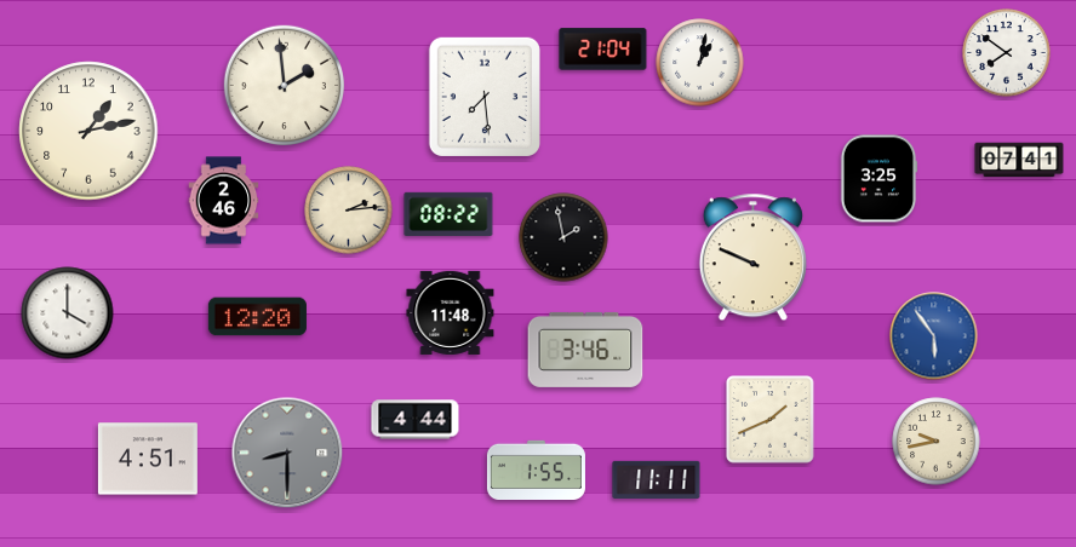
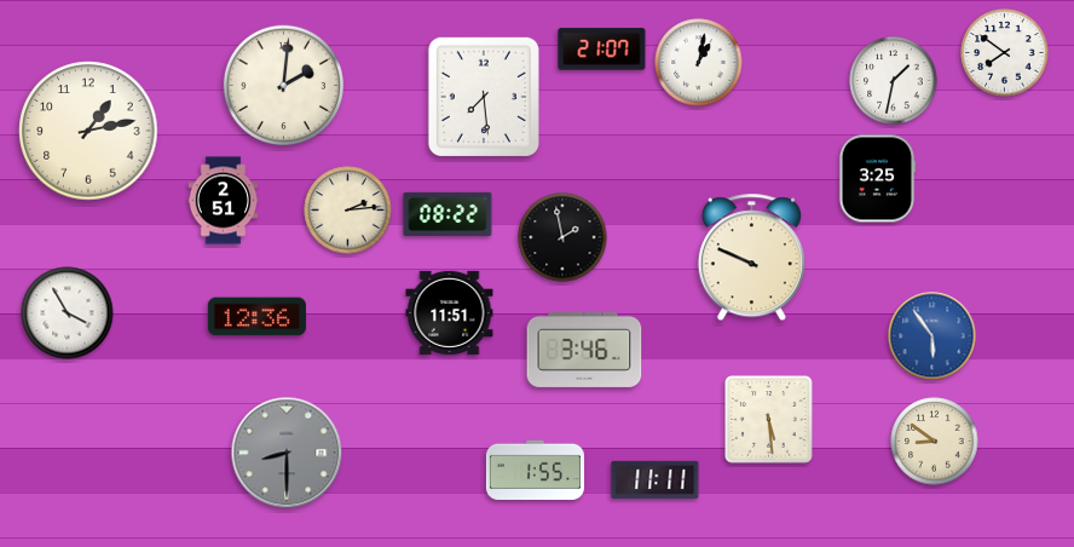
clock at (603, 50): 21:04 -> 21:07
clock at (894, 81): none -> 1:32
clock at (284, 85): 1:59 -> 2:01
clock at (1019, 160): 07:41 -> none
clock at (224, 201): 2:46 -> 2:51
clock at (451, 312): 11:48 -> 11:51
clock at (68, 313): 4:00 -> 3:55
clock at (257, 317): 12:20 -> 12:36
clock at (416, 420): 4:44 -> none
clock at (771, 420): 1:41 -> 5:29
clock at (937, 442): 9:43 -> 8:51
clock at (148, 459): 4:51 -> none
